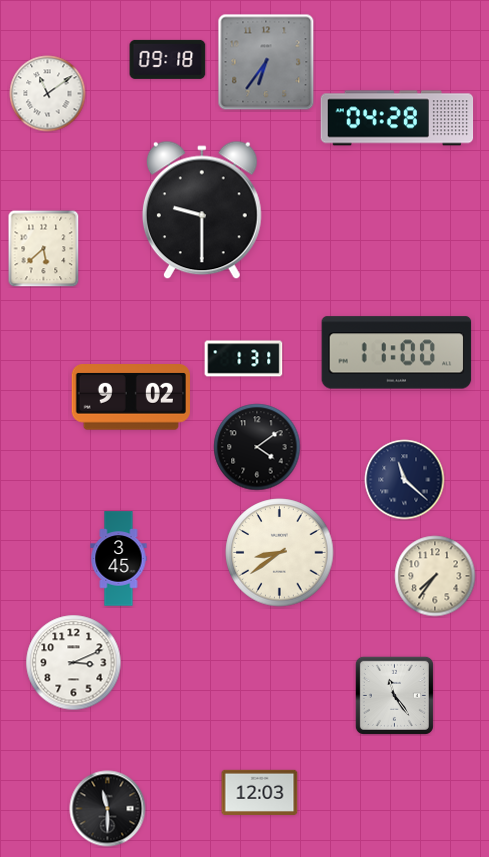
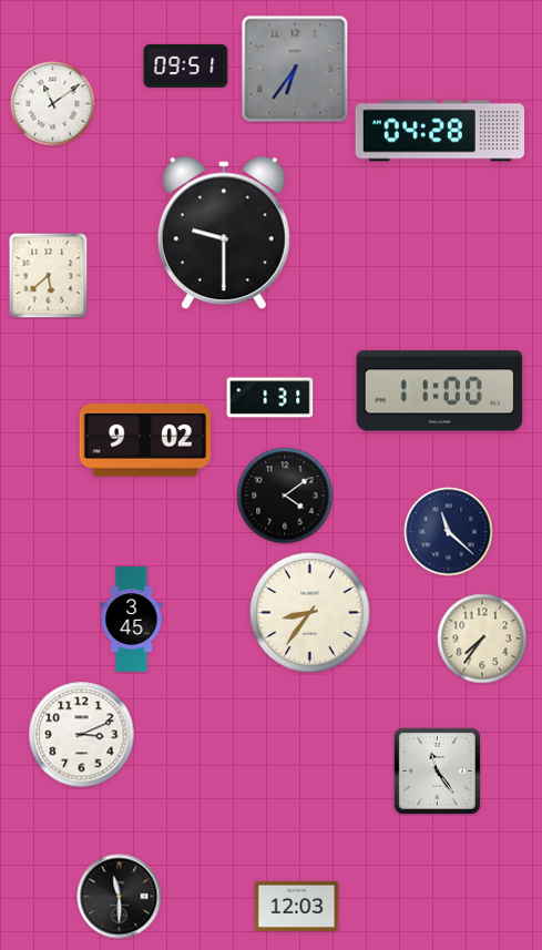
clock at (168, 59): 09:18 -> 09:51
clock at (280, 553): 8:39 -> 8:36
clock at (260, 792) position: (260, 792) -> (297, 906)
